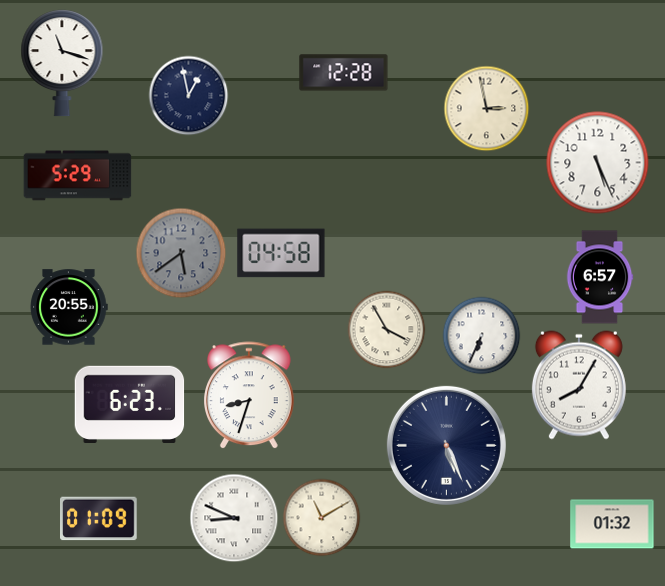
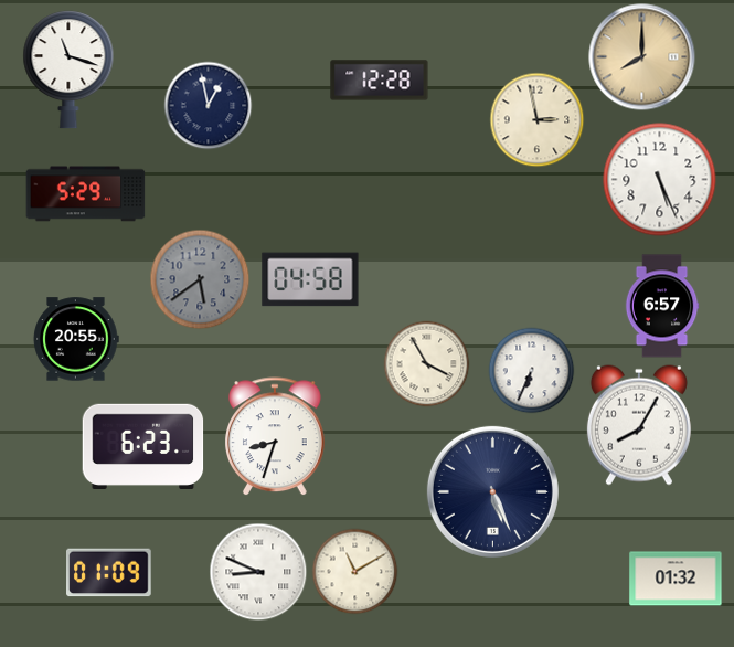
clock at (642, 57): none -> 8:00
